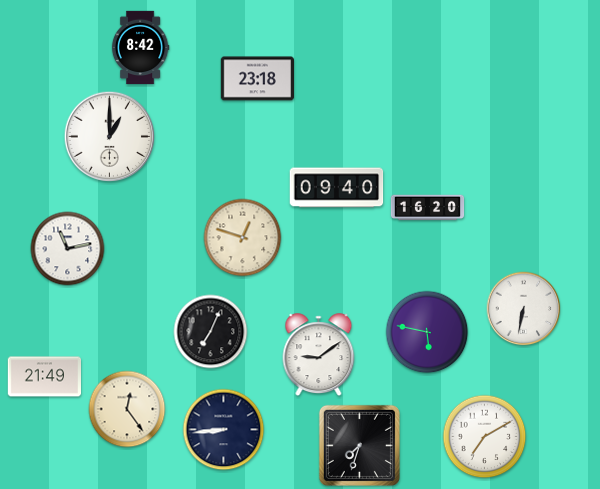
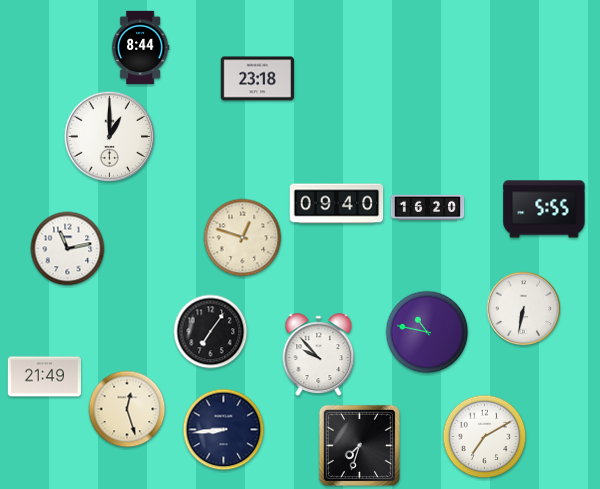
clock at (140, 48): 8:42 -> 8:44
clock at (337, 188) position: (337, 188) -> (337, 204)
clock at (544, 209): none -> 5:55
clock at (211, 332): 7:04 -> 7:06
clock at (427, 332): 5:47 -> 10:47
clock at (319, 355): 9:09 -> 9:53
clock at (127, 409): 12:24 -> 12:27
